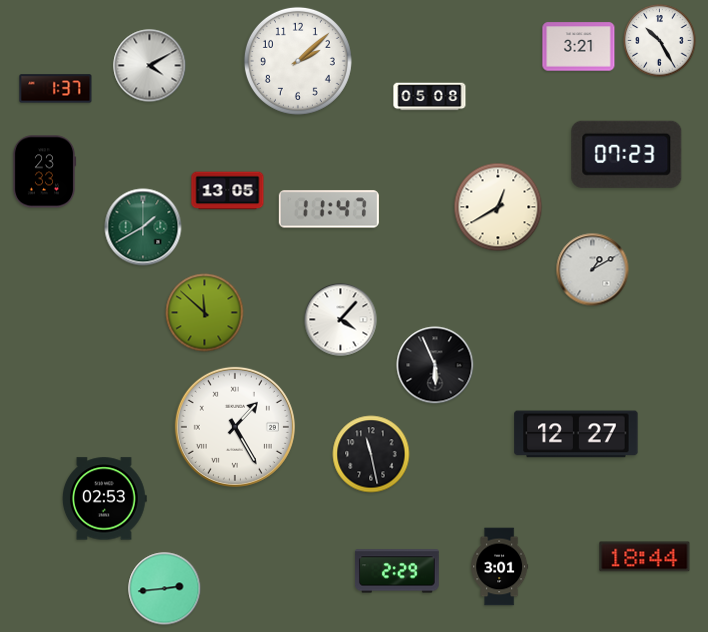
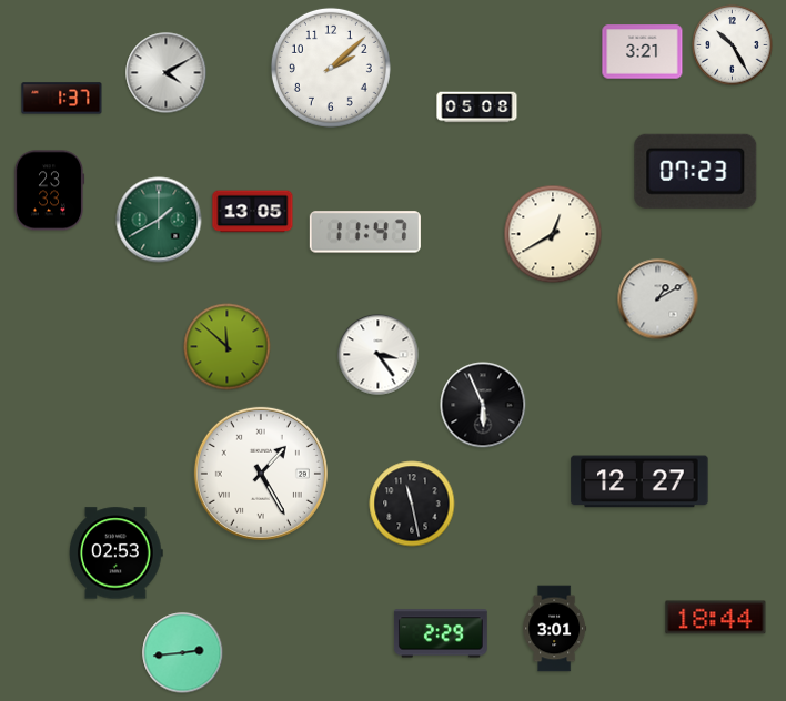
clock at (498, 207) position: (498, 207) -> (553, 234)
clock at (143, 227) position: (143, 227) -> (159, 220)
clock at (341, 320): 4:07 -> 3:24
